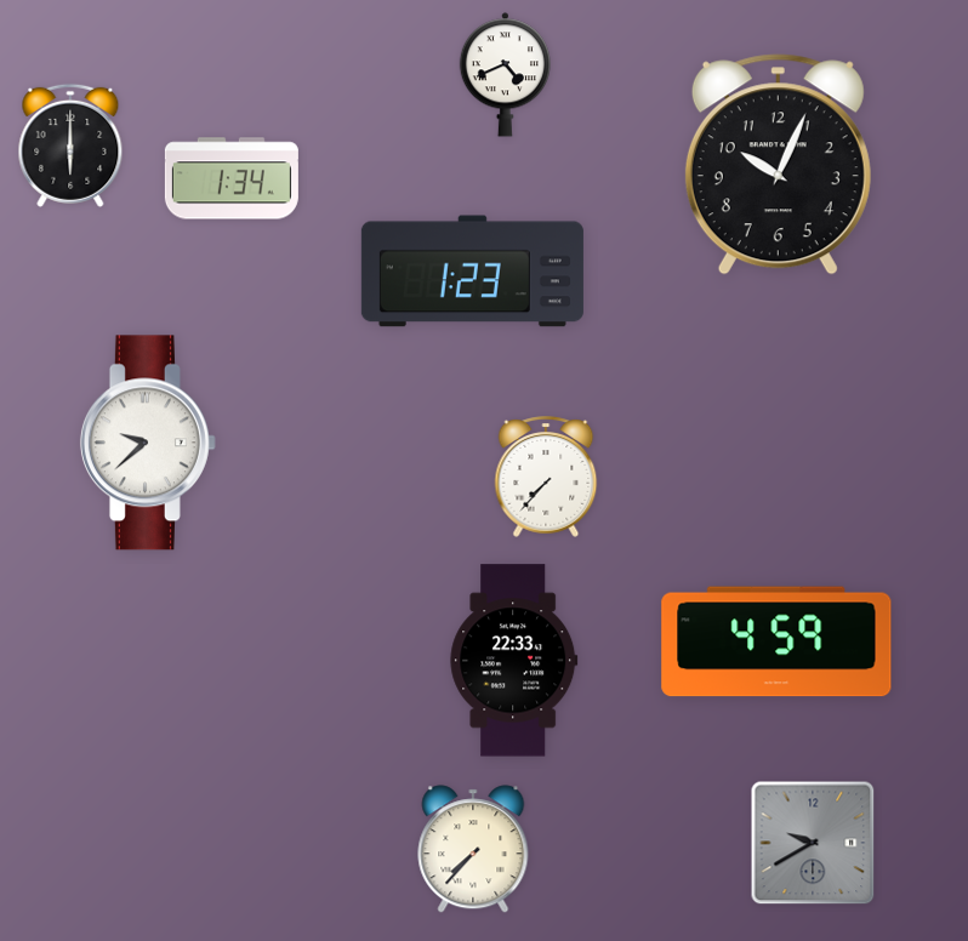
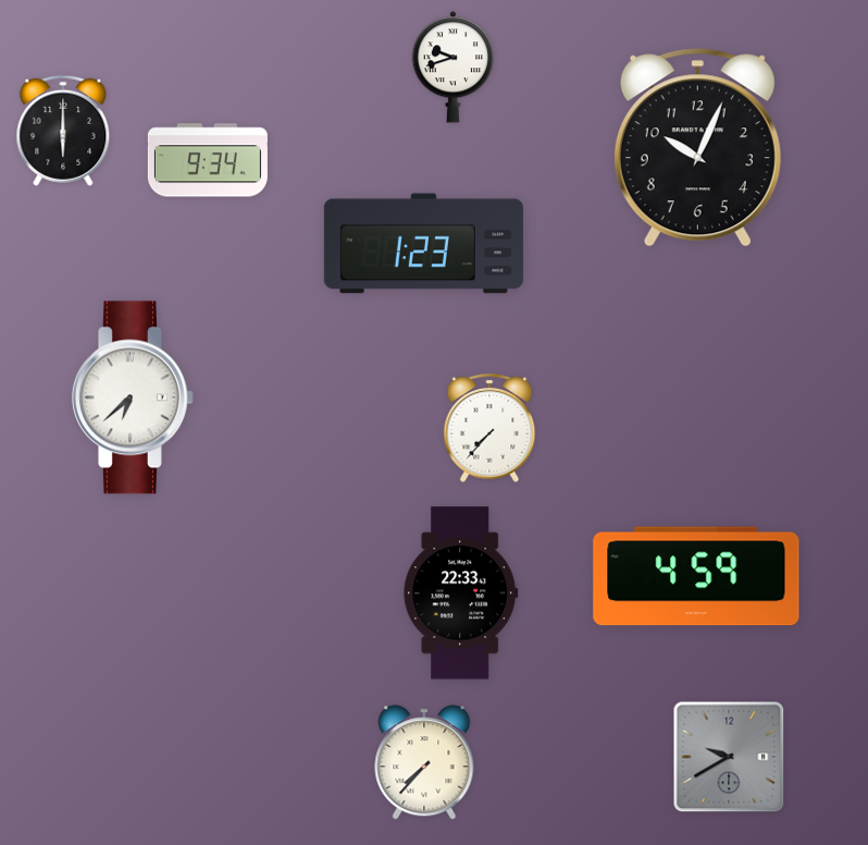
clock at (505, 75): 4:41 -> 9:42
clock at (232, 178): 1:34 -> 9:34
clock at (148, 443): 9:38 -> 6:38
